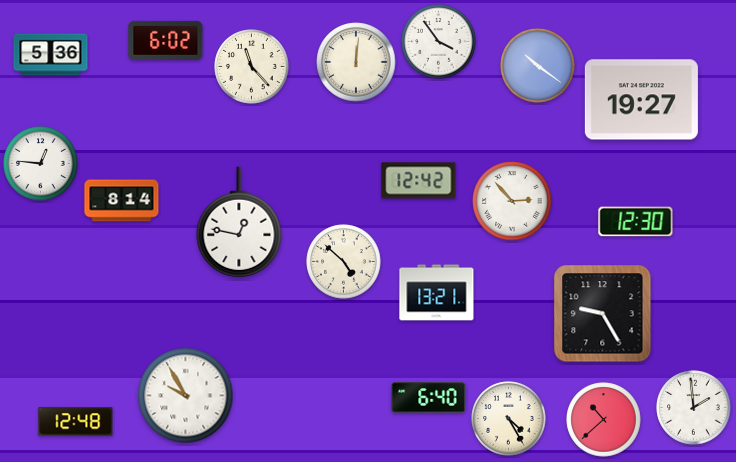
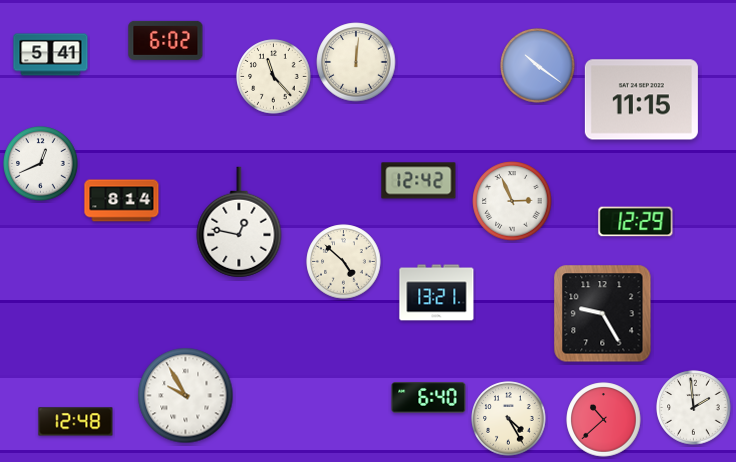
clock at (439, 42): 3:54 -> none
clock at (51, 55): 5:36 -> 5:41
clock at (252, 67) position: (252, 67) -> (274, 77)
clock at (641, 100): 19:27 -> 11:15
clock at (41, 164): 12:46 -> 12:41
clock at (512, 201): 2:53 -> 2:56
clock at (636, 222): 12:30 -> 12:29
